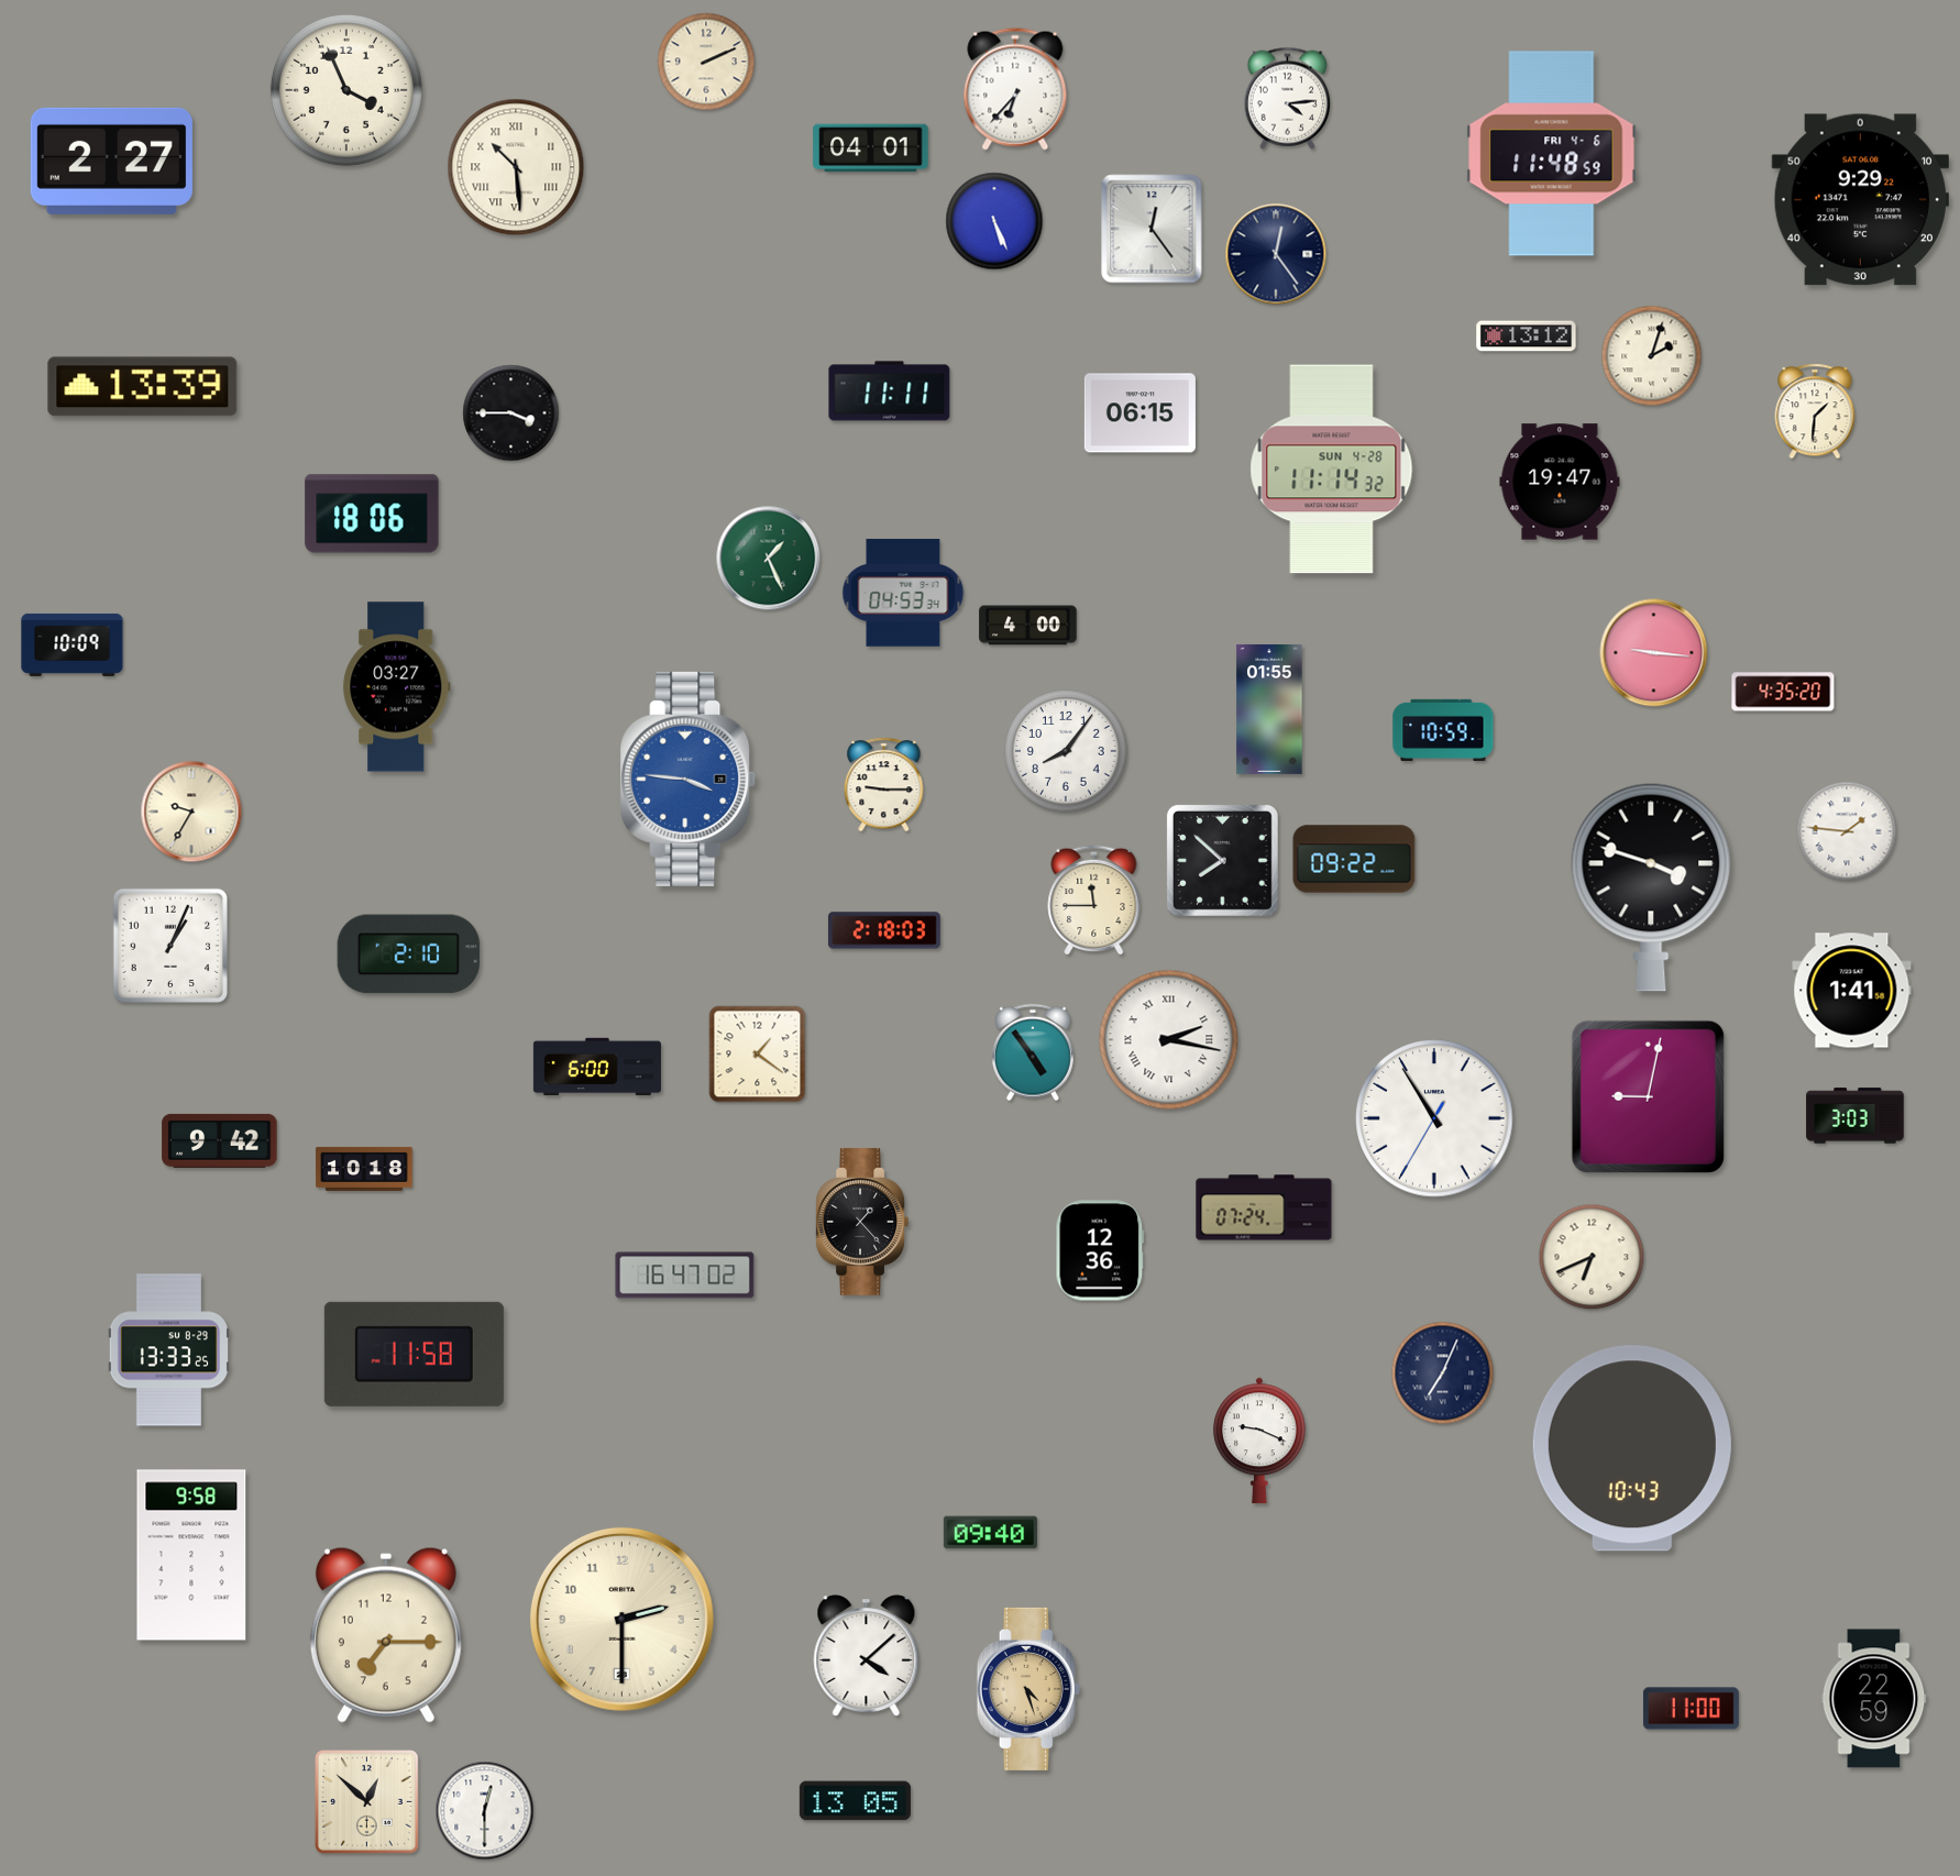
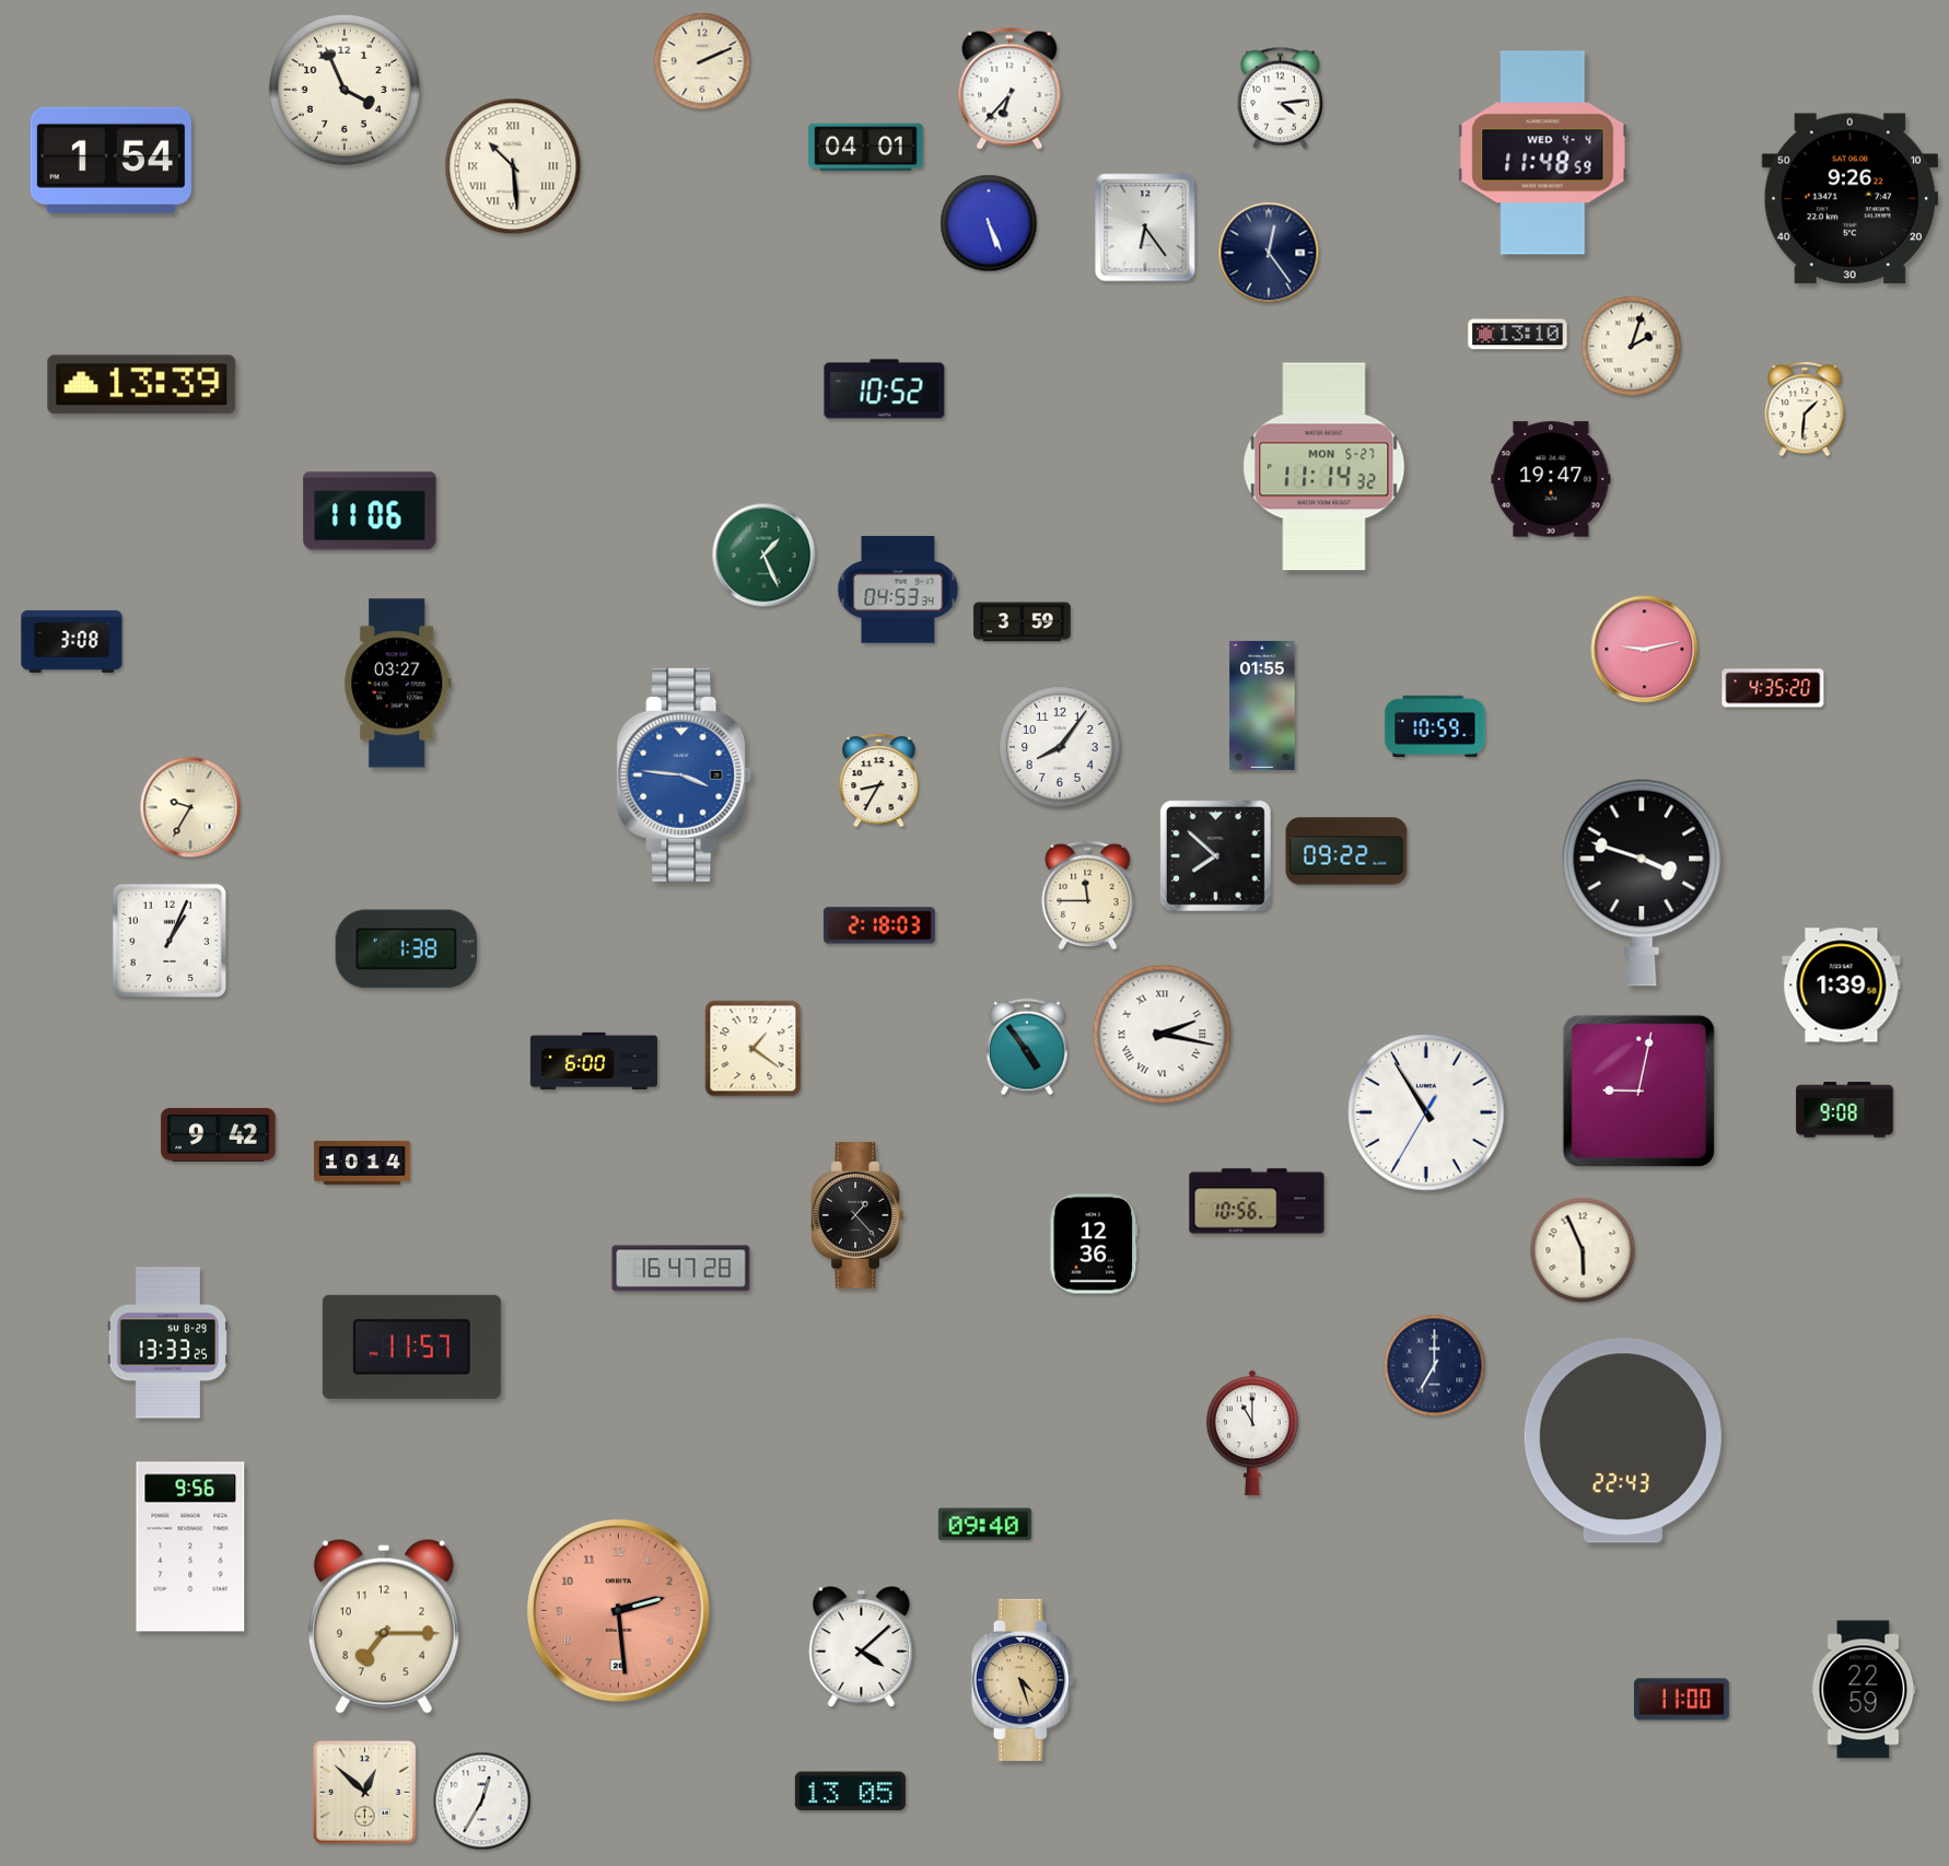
clock at (1552, 154) date: FRI 4-6 -> WED 4-4
clock at (111, 161): 2:27 -> 1:54
clock at (1860, 200): 9:29 -> 9:26
clock at (994, 221) position: (994, 221) -> (989, 223)
clock at (1152, 229): 12:24 -> 6:24
clock at (1527, 336): 13:12 -> 13:10
clock at (1652, 356) position: (1652, 356) -> (1632, 347)
clock at (890, 391): 11:11 -> 10:52
clock at (511, 413): 3:45 -> none
clock at (1139, 413): 06:15 -> none
clock at (1332, 470) date: SUN 4-28 -> MON 5-27
clock at (372, 514): 18:06 -> 11:06
clock at (1028, 626): 4:00 -> 3:59
clock at (73, 644): 10:09 -> 3:08
clock at (1654, 653): 9:16 -> 9:13
clock at (397, 687) position: (397, 687) -> (398, 684)
clock at (884, 785): 9:15 -> 8:35
clock at (1847, 831): 1:46 -> none
clock at (1354, 859) position: (1354, 859) -> (1346, 851)
clock at (409, 954): 2:10 -> 1:38
clock at (1852, 991): 1:41 -> 1:39
clock at (1856, 1116): 3:03 -> 9:08
clock at (364, 1169): 10:18 -> 10:14
clock at (1264, 1207): 07:24 -> 10:56
clock at (1592, 1257): 6:41 -> 5:56
clock at (685, 1276): 16:47:02 -> 16:47:28
clock at (414, 1354): 11:58 -> 11:57
clock at (1443, 1373): 7:04 -> 7:00
clock at (1260, 1441): 9:19 -> 11:00
clock at (1632, 1448): 10:43 -> 22:43
clock at (191, 1555): 9:58 -> 9:56
clock at (621, 1619): 2:30 -> 2:29
clock at (621, 1619) dial: cream -> salmon
clock at (485, 1811): 12:30 -> 12:35
